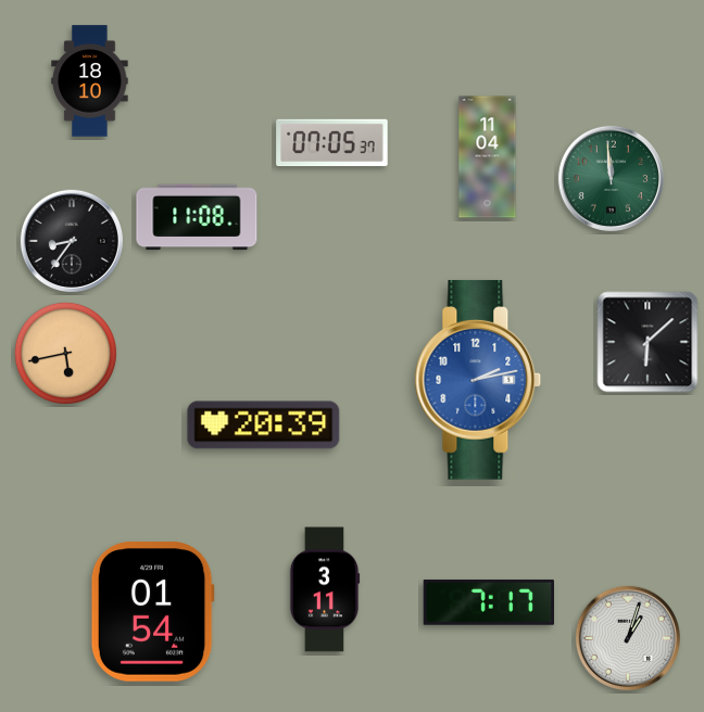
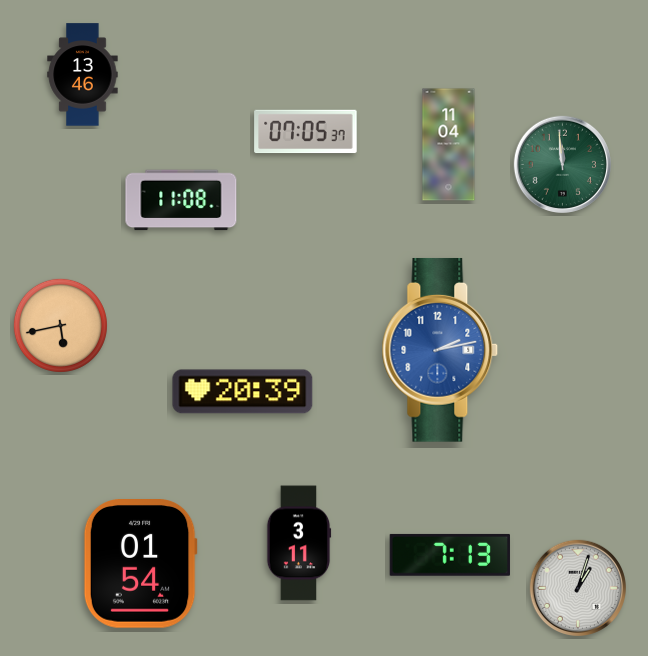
clock at (90, 81): 18:10 -> 13:46
clock at (72, 241): 8:36 -> none
clock at (648, 342): 6:08 -> none
clock at (489, 602): 7:17 -> 7:13
